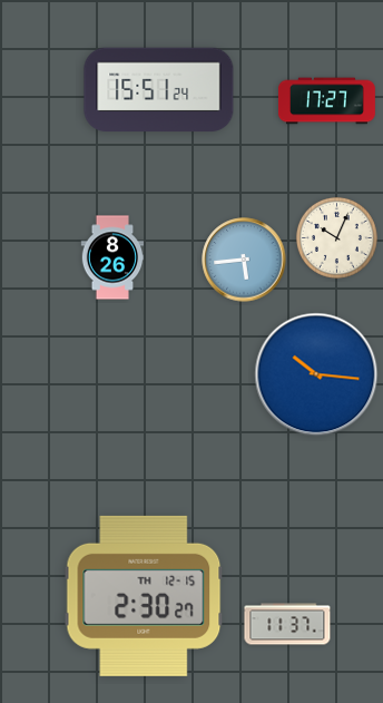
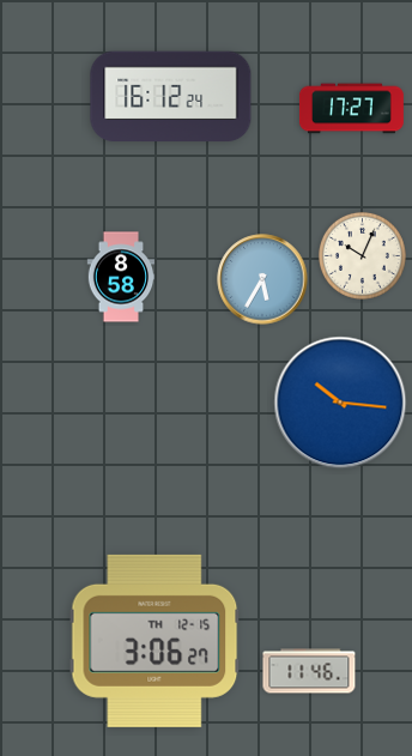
clock at (159, 90): 15:51 -> 16:12
clock at (112, 257): 8:26 -> 8:58
clock at (244, 260): 5:44 -> 5:35
clock at (144, 596): 2:30 -> 3:06
clock at (287, 624): 11:37 -> 11:46
